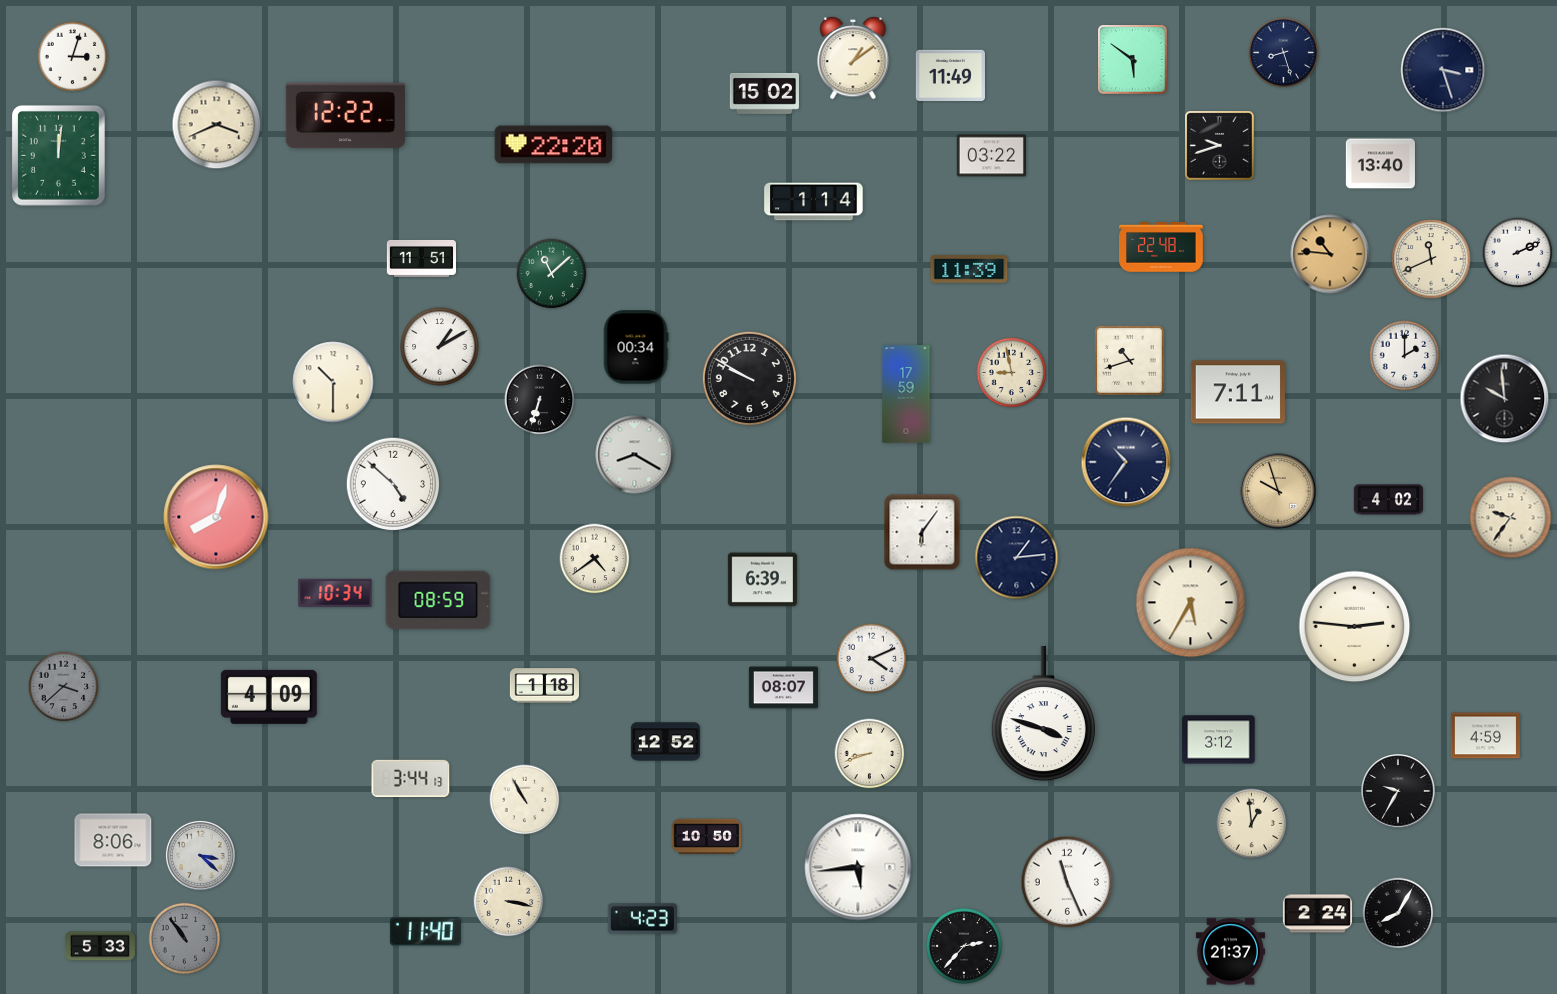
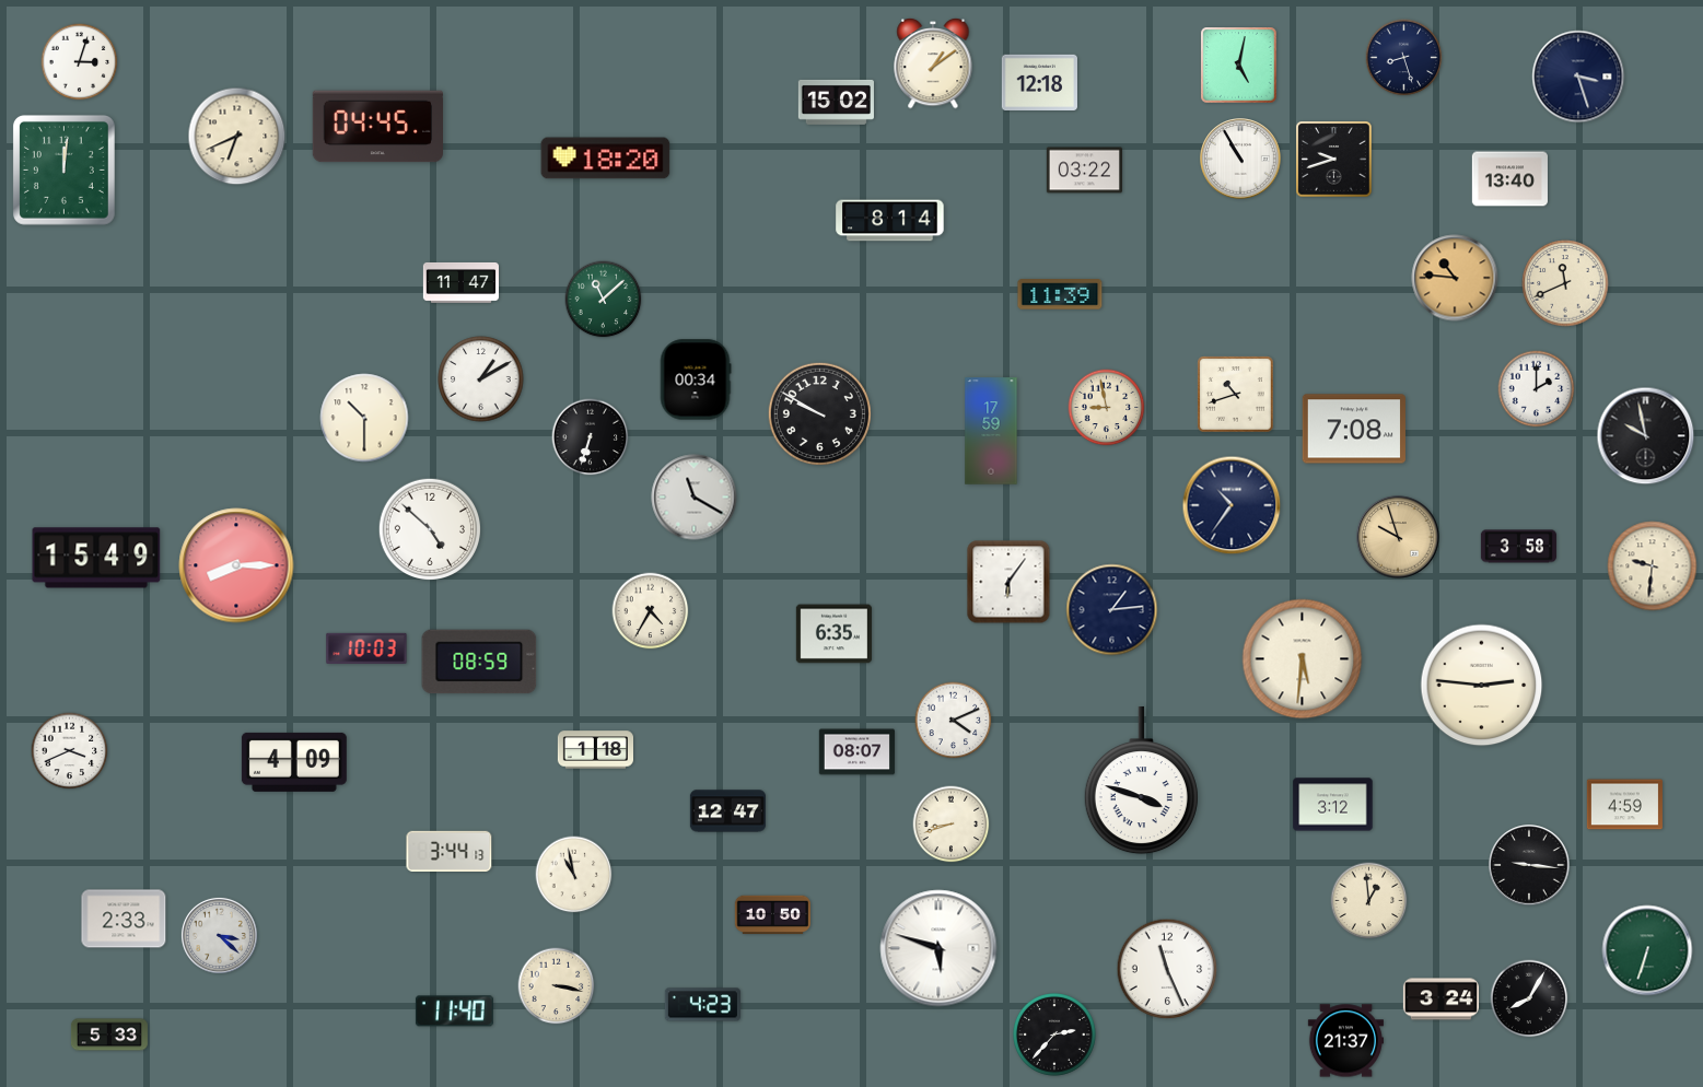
clock at (1133, 60): 5:51 -> 5:02
clock at (950, 75): 11:49 -> 12:18
clock at (345, 116): 12:22 -> 04:45
clock at (217, 125): 3:41 -> 6:41
clock at (554, 145): 22:20 -> 18:20
clock at (1240, 159): none -> 10:55
clock at (814, 202): 1:14 -> 8:14
clock at (1162, 247): 22:48 -> none
clock at (1518, 253): 2:11 -> none
clock at (421, 258): 11:51 -> 11:47
clock at (1238, 392): 7:11 -> 7:08
clock at (1505, 399): 9:59 -> 9:58
clock at (635, 455): 8:20 -> 11:20
clock at (1388, 500): 4:02 -> 3:58
clock at (96, 558): none -> 15:49
clock at (216, 517): 8:03 -> 8:15
clock at (1511, 518): 9:36 -> 9:31
clock at (595, 559): 4:39 -> 4:35
clock at (762, 580): 6:39 -> 6:35
clock at (335, 592): 10:34 -> 10:03
clock at (438, 600) position: (438, 600) -> (479, 662)
clock at (1191, 603): 5:35 -> 5:31
clock at (64, 687): 3:38 -> 3:41
clock at (64, 687) dial: grey -> white
clock at (1219, 740) position: (1219, 740) -> (1333, 805)
clock at (665, 742): 12:52 -> 12:47
clock at (1398, 791): 9:35 -> 9:16
clock at (525, 800): 10:55 -> 10:58
clock at (113, 840): 8:06 -> 2:33
clock at (858, 867): 5:44 -> 5:48
clock at (1647, 950): none -> 6:33
clock at (1067, 882) position: (1067, 882) -> (1167, 969)
clock at (1317, 914): 2:24 -> 3:24
clock at (425, 932) position: (425, 932) -> (454, 1012)
clock at (185, 939): 10:54 -> none
